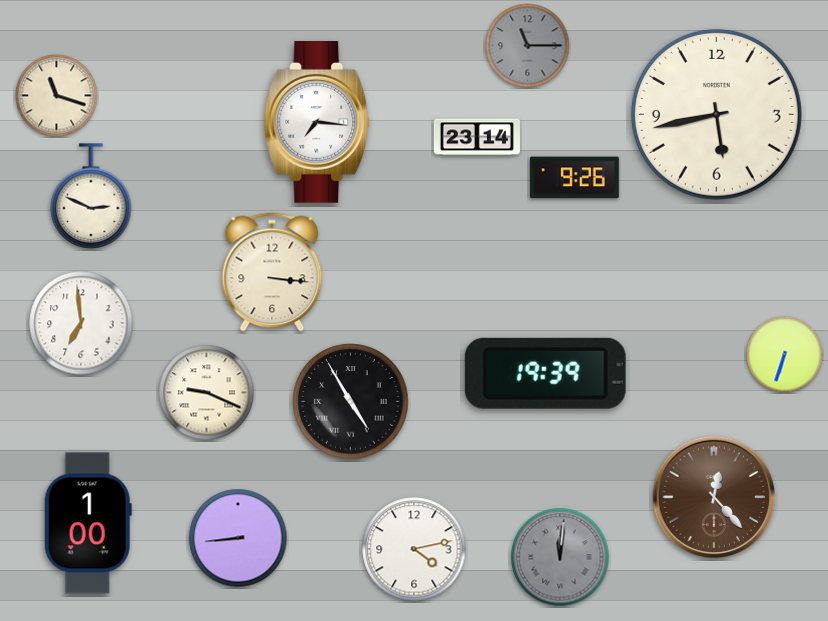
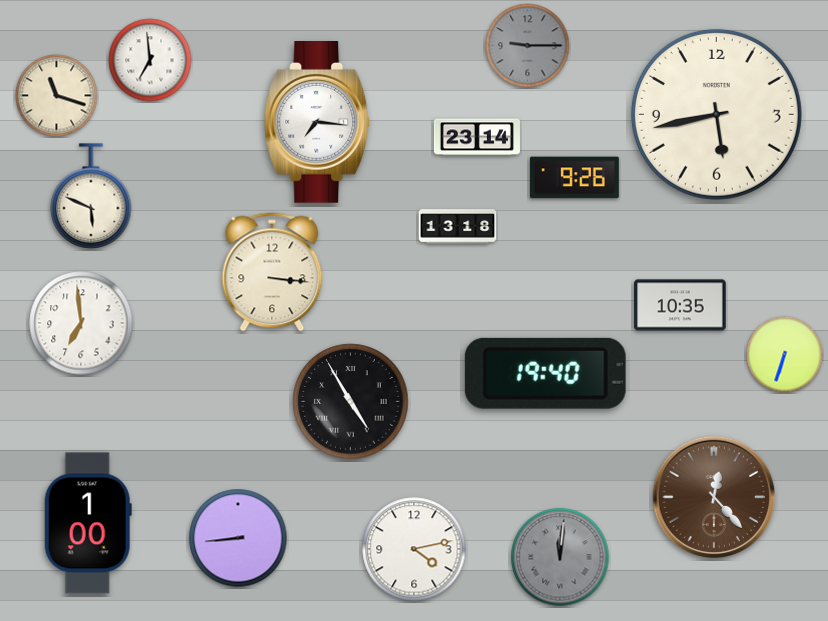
clock at (528, 46): 11:15 -> 9:15
clock at (150, 60): none -> 6:59
clock at (91, 196): 2:49 -> 5:49
clock at (458, 227): none -> 13:18
clock at (680, 305): none -> 10:35
clock at (545, 373): 19:39 -> 19:40
clock at (207, 393): 9:19 -> none
